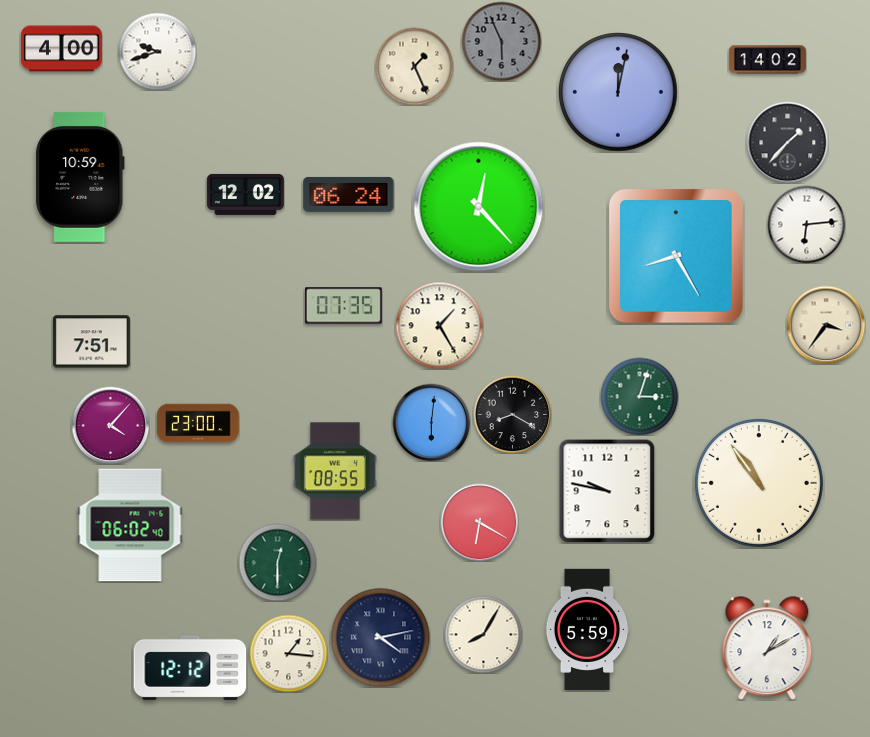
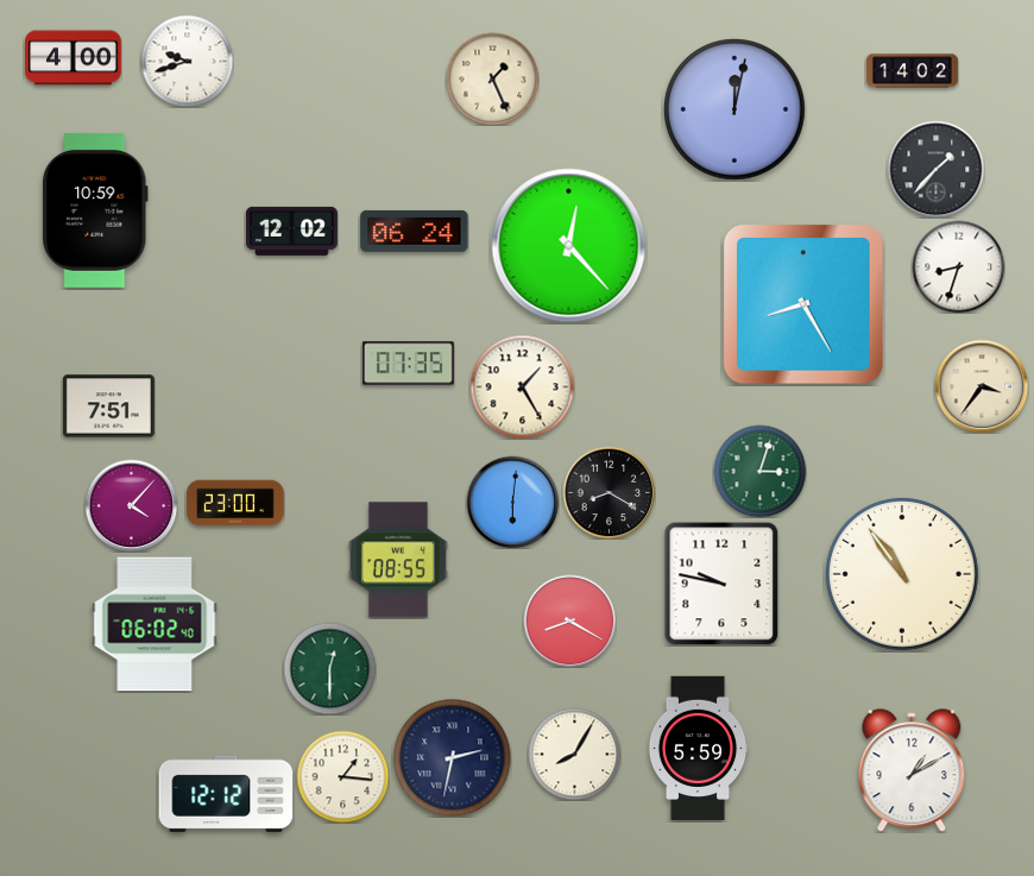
clock at (501, 41): 5:56 -> none
clock at (806, 224): 6:14 -> 8:33
clock at (479, 522): 6:20 -> 8:20
clock at (381, 638): 4:13 -> 2:32
